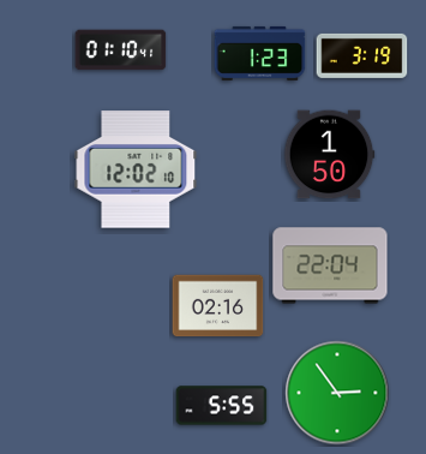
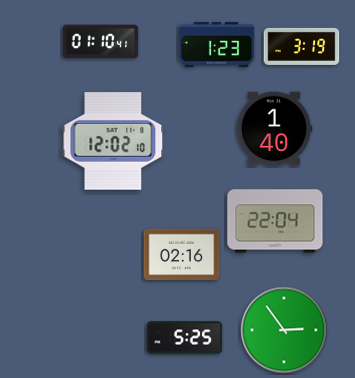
clock at (329, 155): 1:50 -> 1:40
clock at (337, 393) position: (337, 393) -> (284, 330)
clock at (222, 406): 5:55 -> 5:25
